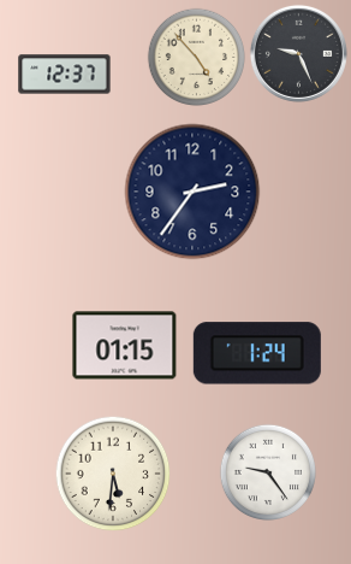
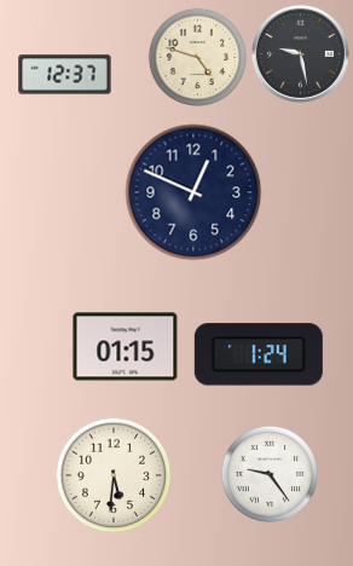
clock at (298, 53): 9:26 -> 9:28
clock at (196, 57): 4:53 -> 4:48
clock at (192, 192): 2:36 -> 12:49
